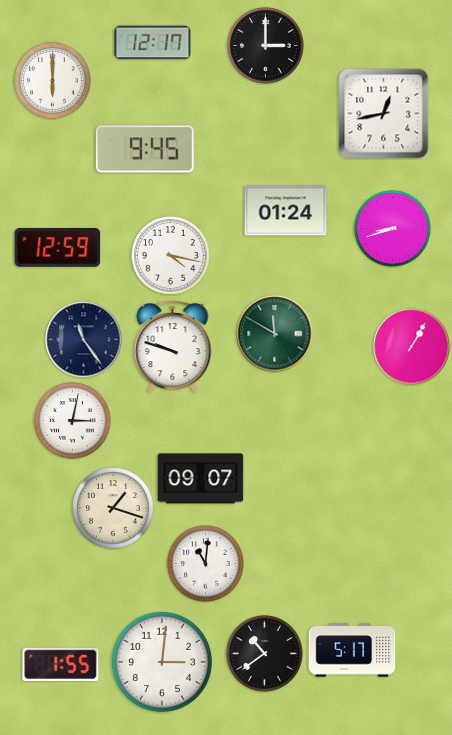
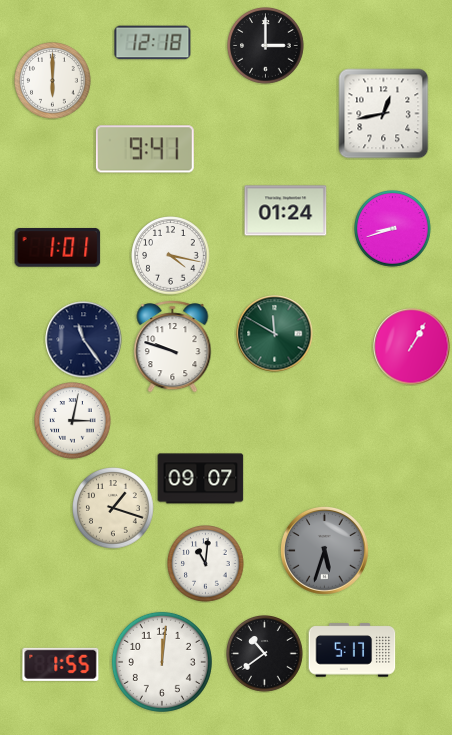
clock at (153, 43): 12:17 -> 12:18
clock at (145, 149): 9:45 -> 9:41
clock at (58, 248): 12:59 -> 1:01
clock at (325, 551): none -> 5:33
clock at (162, 662): 3:01 -> 12:01
